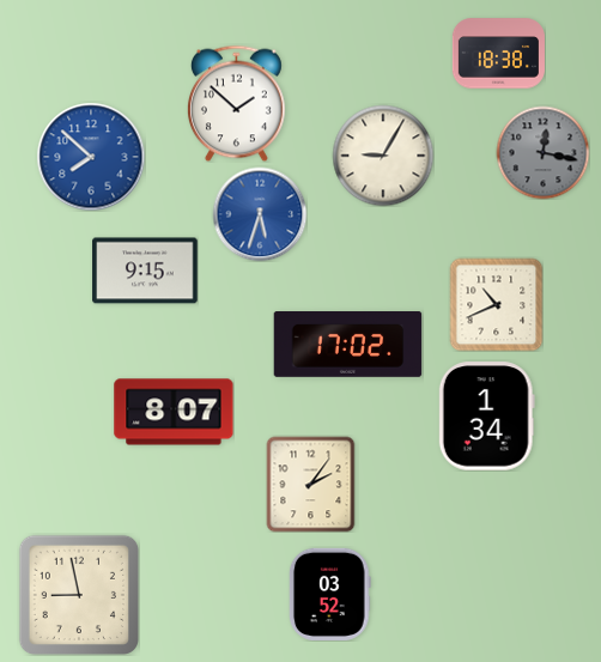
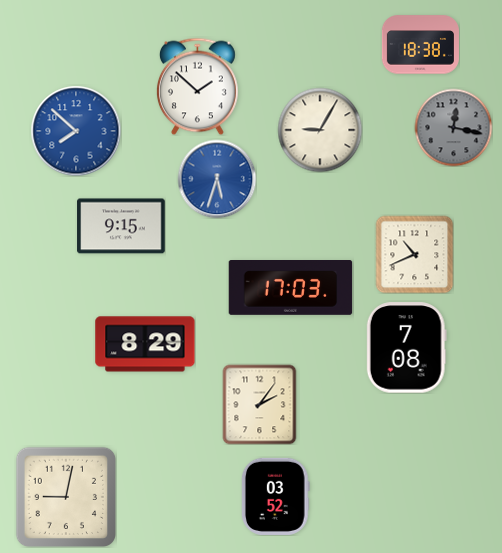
clock at (498, 54) position: (498, 54) -> (420, 45)
clock at (348, 345): 17:02 -> 17:03
clock at (174, 412): 8:07 -> 8:29
clock at (486, 417): 1:34 -> 7:08
clock at (78, 594): 8:58 -> 9:02
